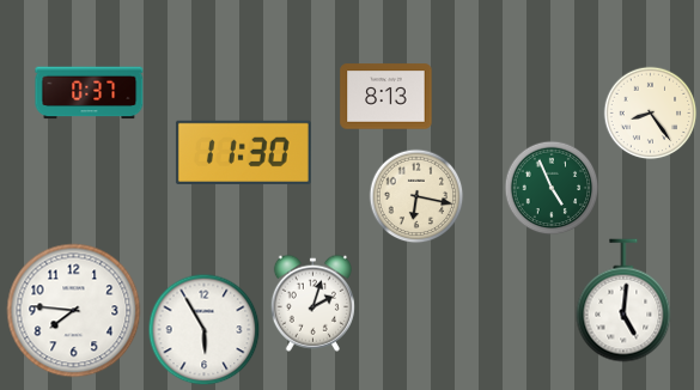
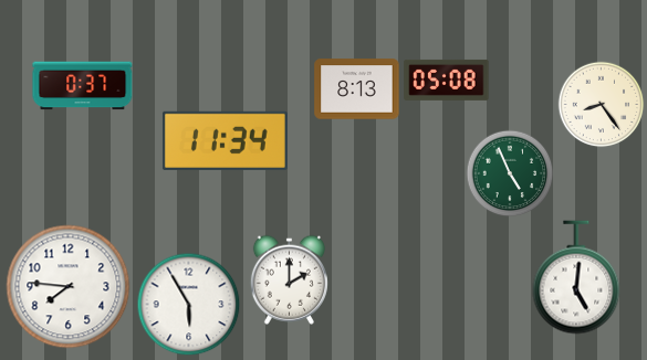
clock at (447, 80): none -> 05:08
clock at (243, 152): 11:30 -> 11:34
clock at (416, 196): 6:17 -> none
clock at (312, 303): 2:03 -> 2:00
